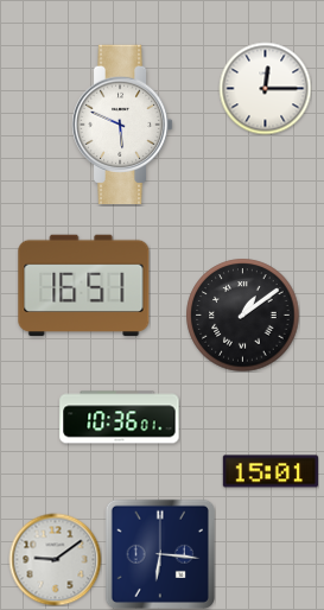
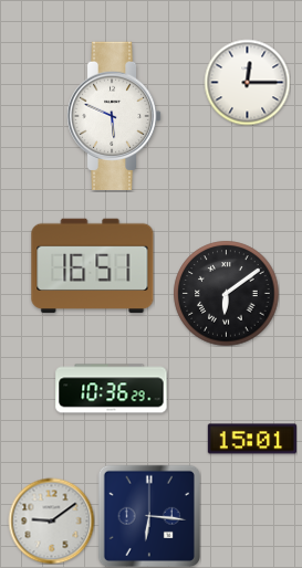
clock at (84, 286) position: (84, 286) -> (93, 266)
clock at (242, 314): 1:09 -> 6:09
clock at (120, 418): 10:36:01 -> 10:36:29
